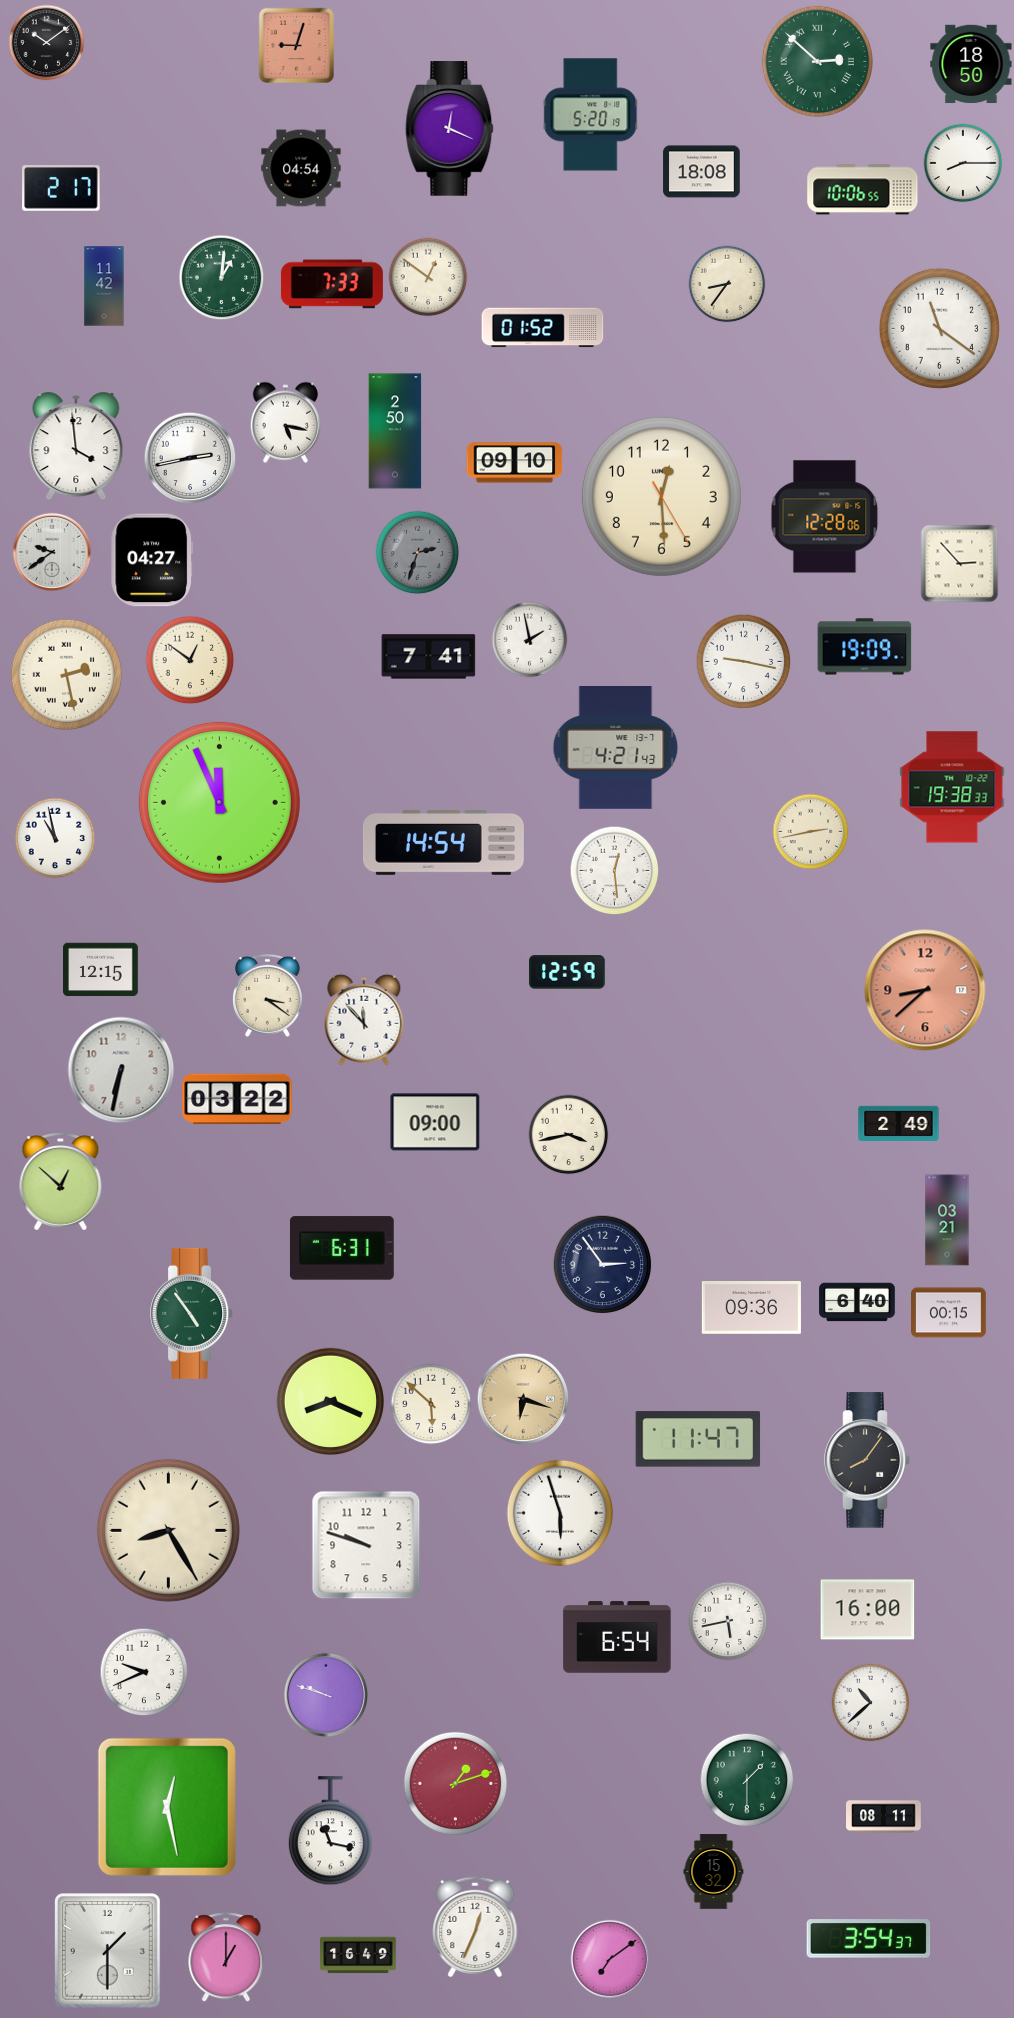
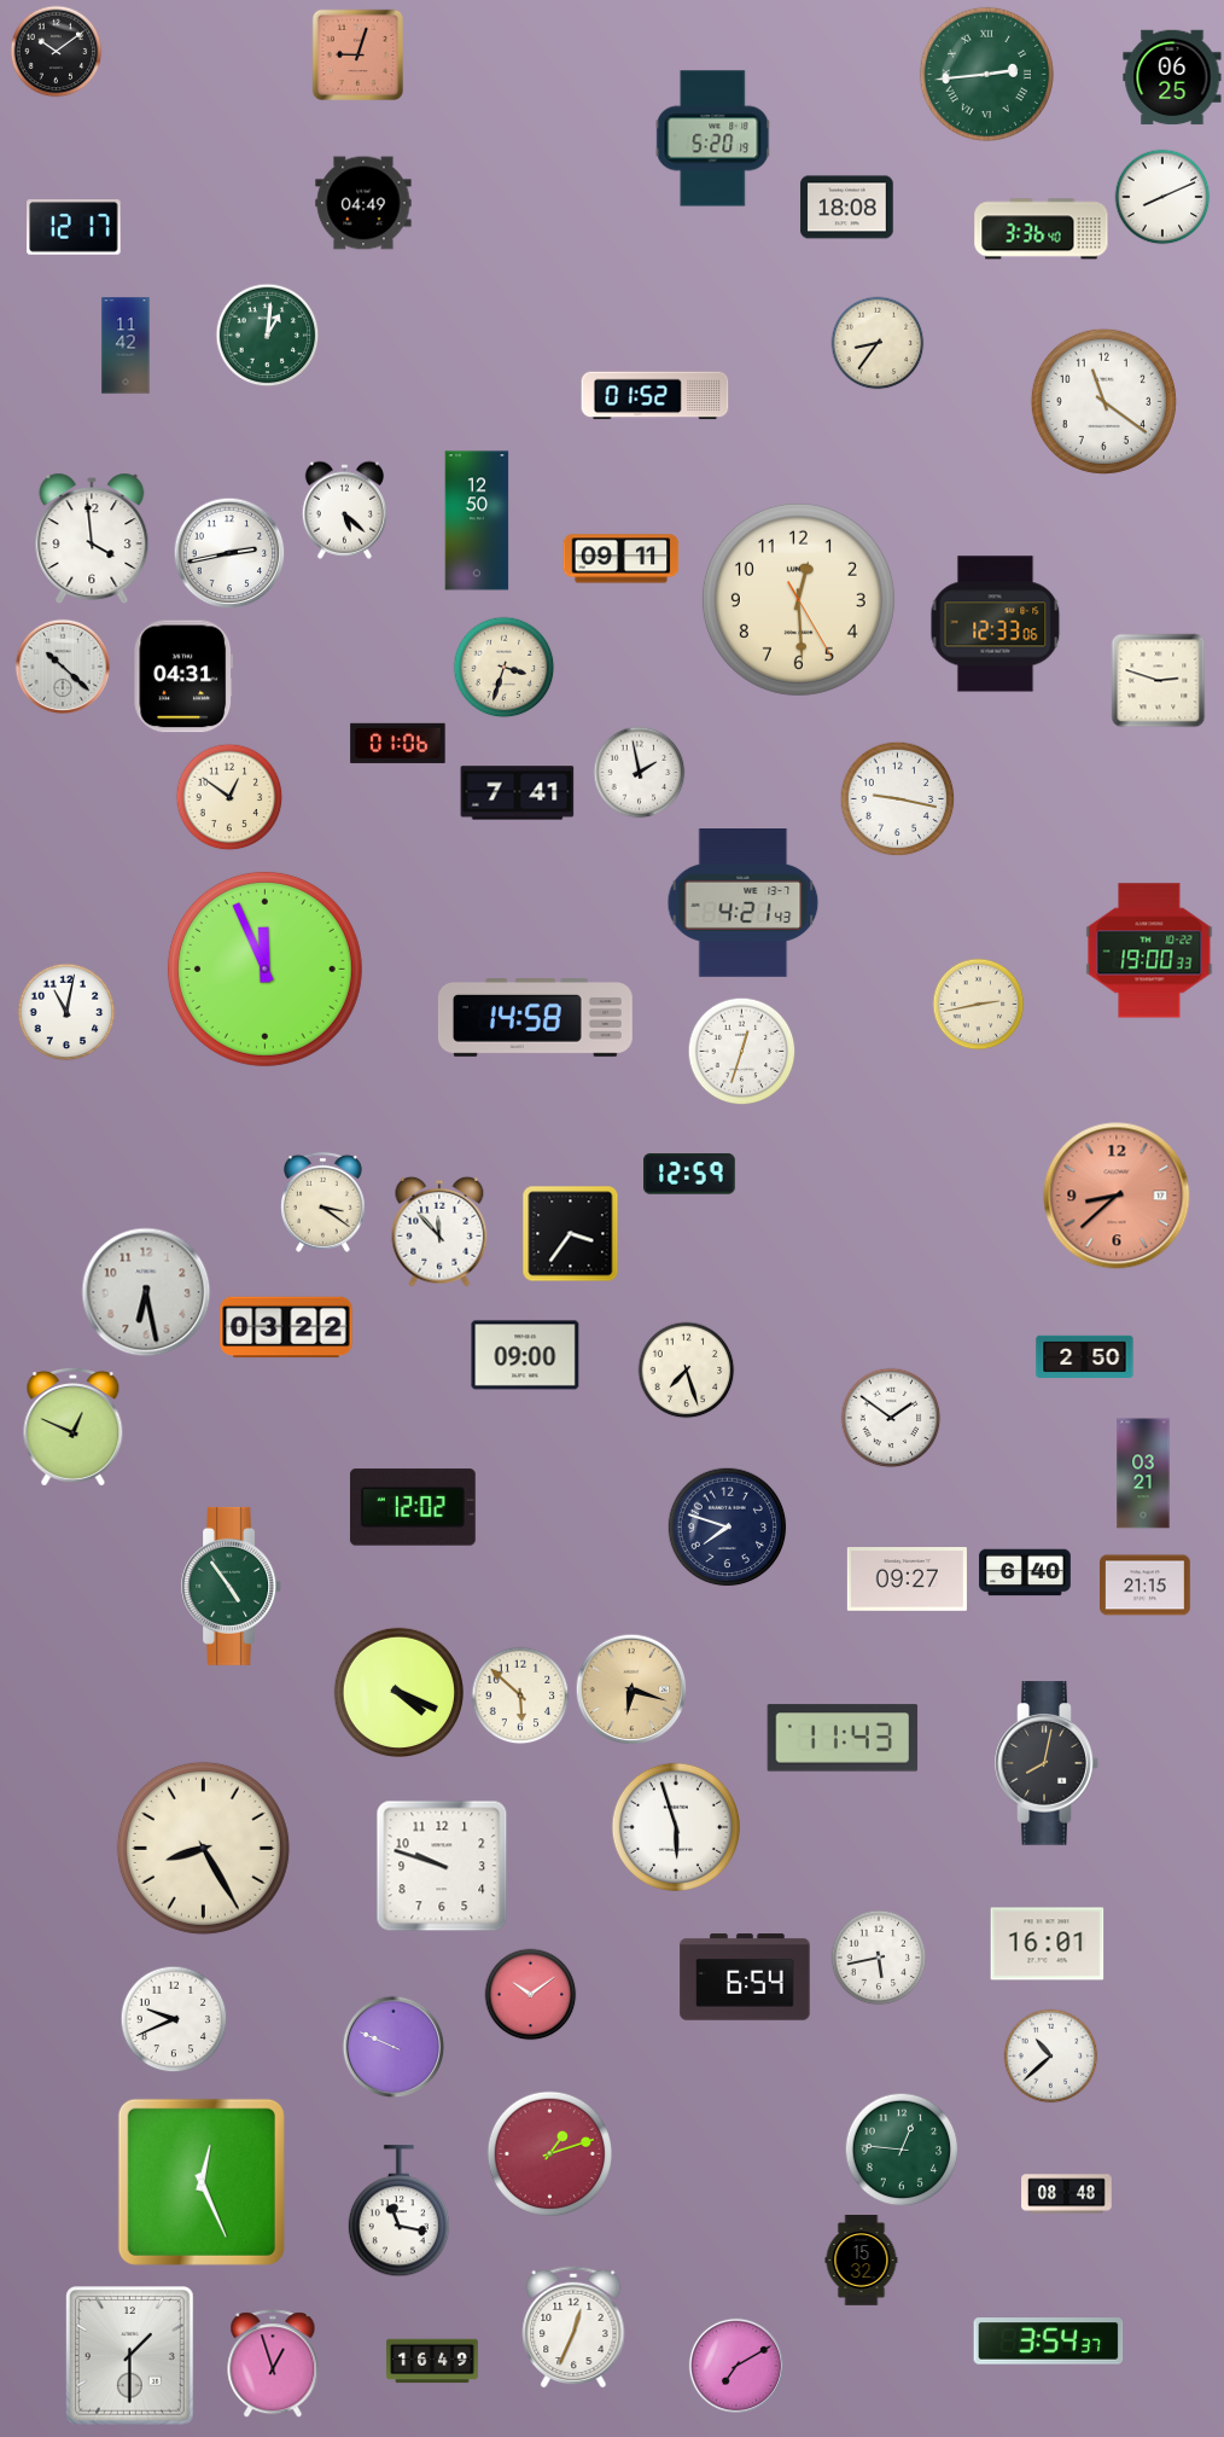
clock at (817, 61): 2:52 -> 2:44
clock at (971, 64): 18:50 -> 06:25
clock at (450, 129): 12:19 -> none
clock at (963, 163): 8:15 -> 8:11
clock at (301, 168): 04:54 -> 04:49
clock at (61, 188): 2:17 -> 12:17
clock at (863, 190): 10:06 -> 3:36
clock at (428, 277): 12:51 -> none
clock at (332, 284): 7:33 -> none
clock at (939, 328) position: (939, 328) -> (1103, 401)
clock at (285, 422): 5:17 -> 5:22
clock at (395, 431): 2:50 -> 12:50
clock at (515, 463): 09:10 -> 09:11
clock at (825, 517): 12:28 -> 12:33
clock at (51, 551): 9:39 -> 10:22
clock at (418, 553): 2:33 -> 3:33
clock at (418, 553) dial: grey -> cream
clock at (152, 560): 04:27 -> 04:31
clock at (960, 564): 2:53 -> 2:48
clock at (398, 743): none -> 01:06
clock at (865, 647): 19:09 -> none
clock at (66, 674): 2:28 -> none
clock at (952, 787): 19:38 -> 19:00
clock at (55, 838): 10:58 -> 11:02
clock at (443, 843): 14:54 -> 14:58
clock at (615, 871): 12:29 -> 12:33
clock at (101, 970): 12:15 -> none
clock at (568, 972) position: (568, 972) -> (690, 1174)
clock at (571, 1234): none -> 3:36
clock at (121, 1070): 6:32 -> 6:28
clock at (899, 1123): 2:49 -> 2:50
clock at (569, 1135): 3:43 -> 7:27
clock at (891, 1418): none -> 1:51
clock at (61, 1182): 12:52 -> 12:49
clock at (342, 1248): 6:31 -> 12:02
clock at (603, 1265): 2:54 -> 7:48
clock at (857, 1302) position: (857, 1302) -> (1025, 1572)
clock at (751, 1308): 09:36 -> 09:27
clock at (949, 1313): 00:15 -> 21:15
clock at (330, 1401): 8:19 -> 4:19
clock at (698, 1439): 11:47 -> 11:43
clock at (867, 1460): 8:06 -> 8:02
clock at (868, 1610): 16:00 -> 16:01
clock at (531, 1995): none -> 10:09
clock at (326, 1695): 9:48 -> 9:49
clock at (747, 1780): 1:30 -> 12:46
clock at (167, 1807): 12:28 -> 12:26
clock at (884, 1817): 08:11 -> 08:48
clock at (226, 1958): 1:00 -> 12:57
clock at (609, 1958): 7:09 -> 7:10
